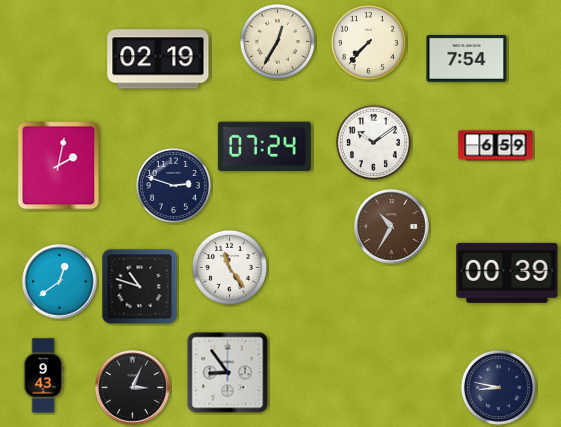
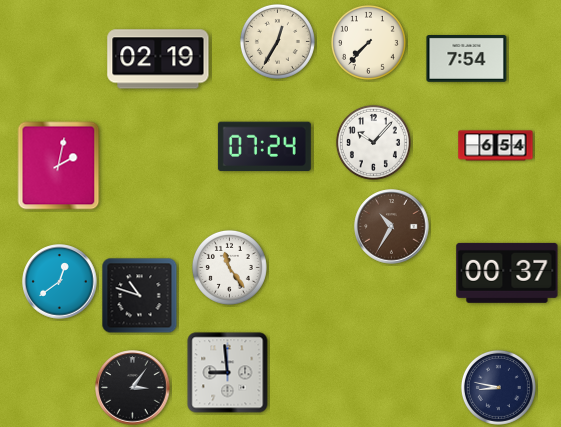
clock at (373, 142): 10:09 -> 10:07
clock at (496, 146): 6:59 -> 6:54
clock at (173, 185): 2:48 -> none
clock at (507, 273): 00:39 -> 00:37
clock at (140, 287) position: (140, 287) -> (140, 296)
clock at (228, 373): 8:54 -> 8:59
clock at (43, 376): 9:43 -> none
clock at (133, 388): 3:04 -> 3:06
